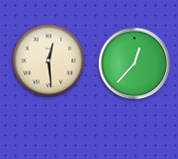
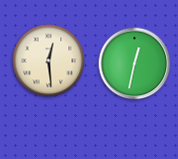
clock at (135, 64): 12:37 -> 12:32
